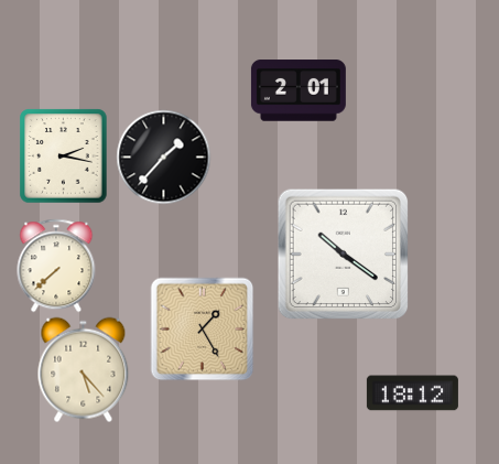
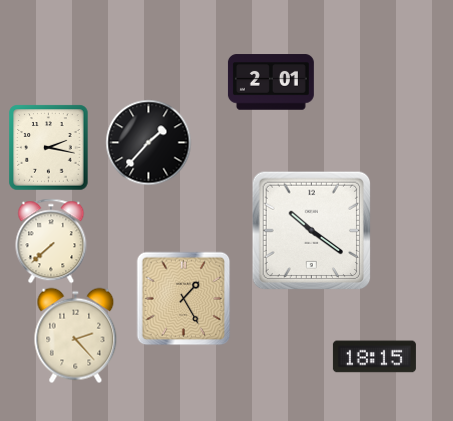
clock at (64, 155) position: (64, 155) -> (49, 147)
clock at (84, 369): 5:23 -> 2:23
clock at (412, 393): 18:12 -> 18:15
